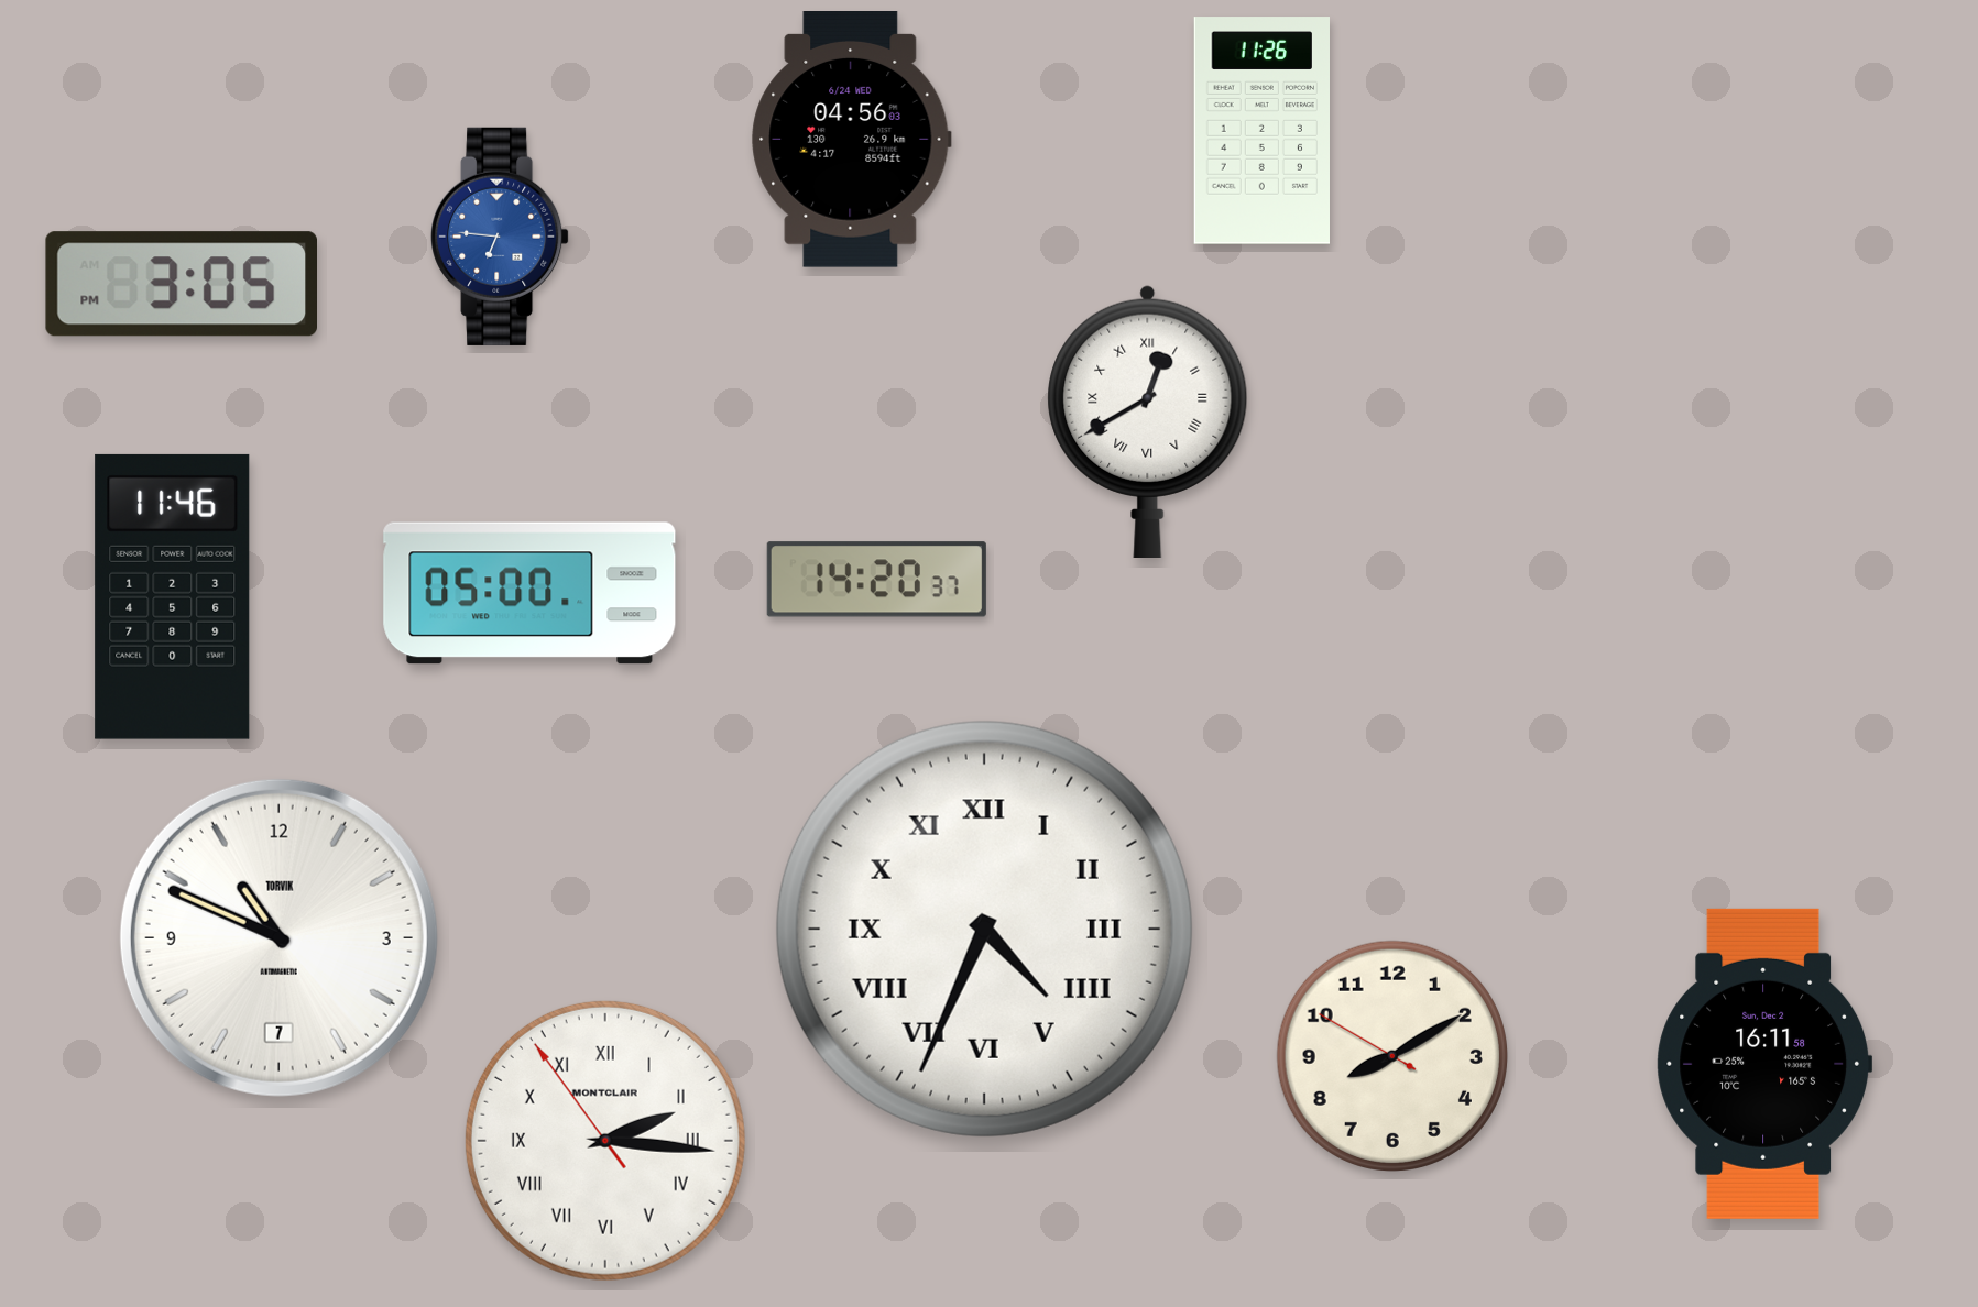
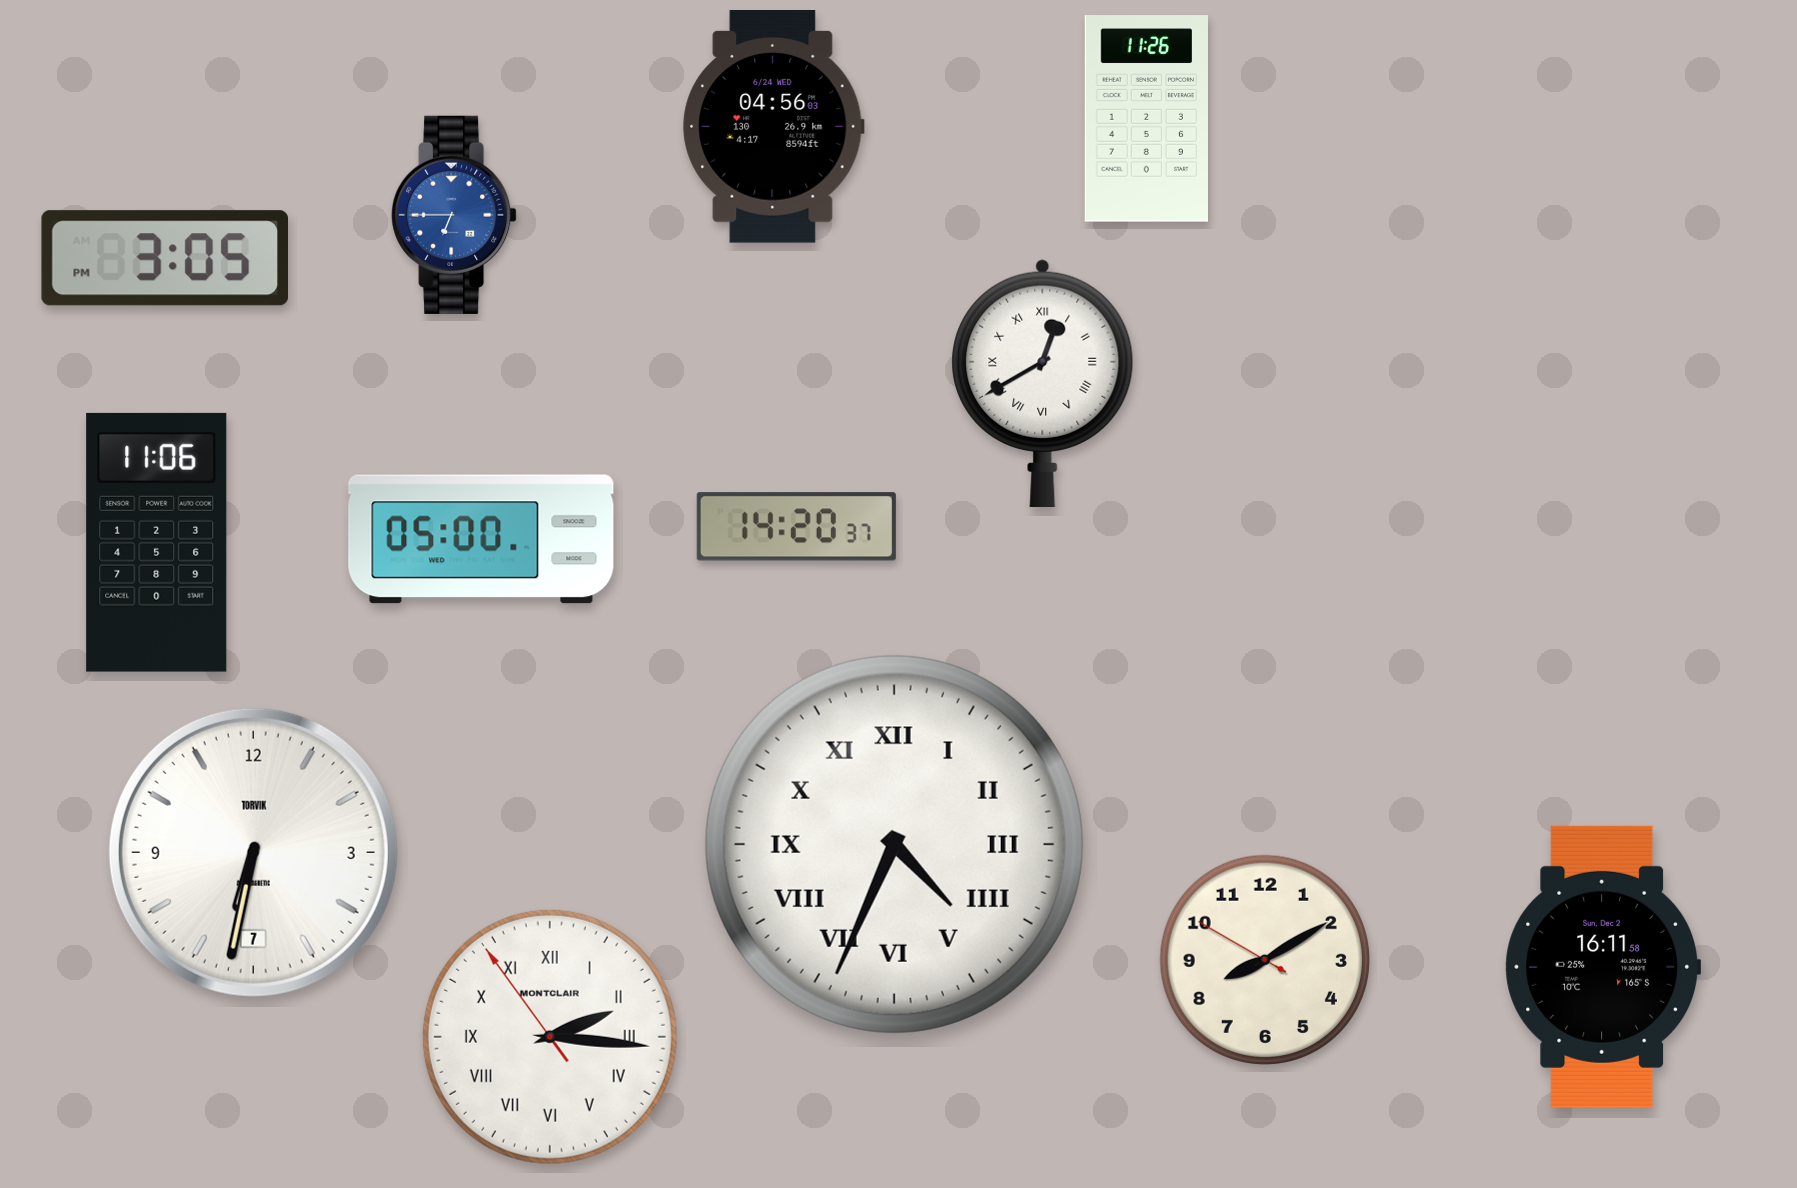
clock at (500, 237): 6:46 -> 6:45
clock at (173, 596): 11:46 -> 11:06
clock at (278, 937): 10:49 -> 6:32
